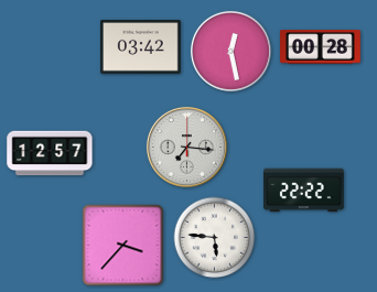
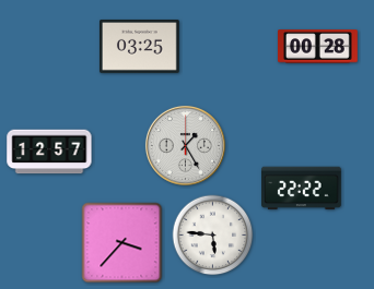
clock at (141, 46): 03:42 -> 03:25
clock at (230, 51): 12:28 -> none
clock at (186, 147): 7:16 -> 1:25
